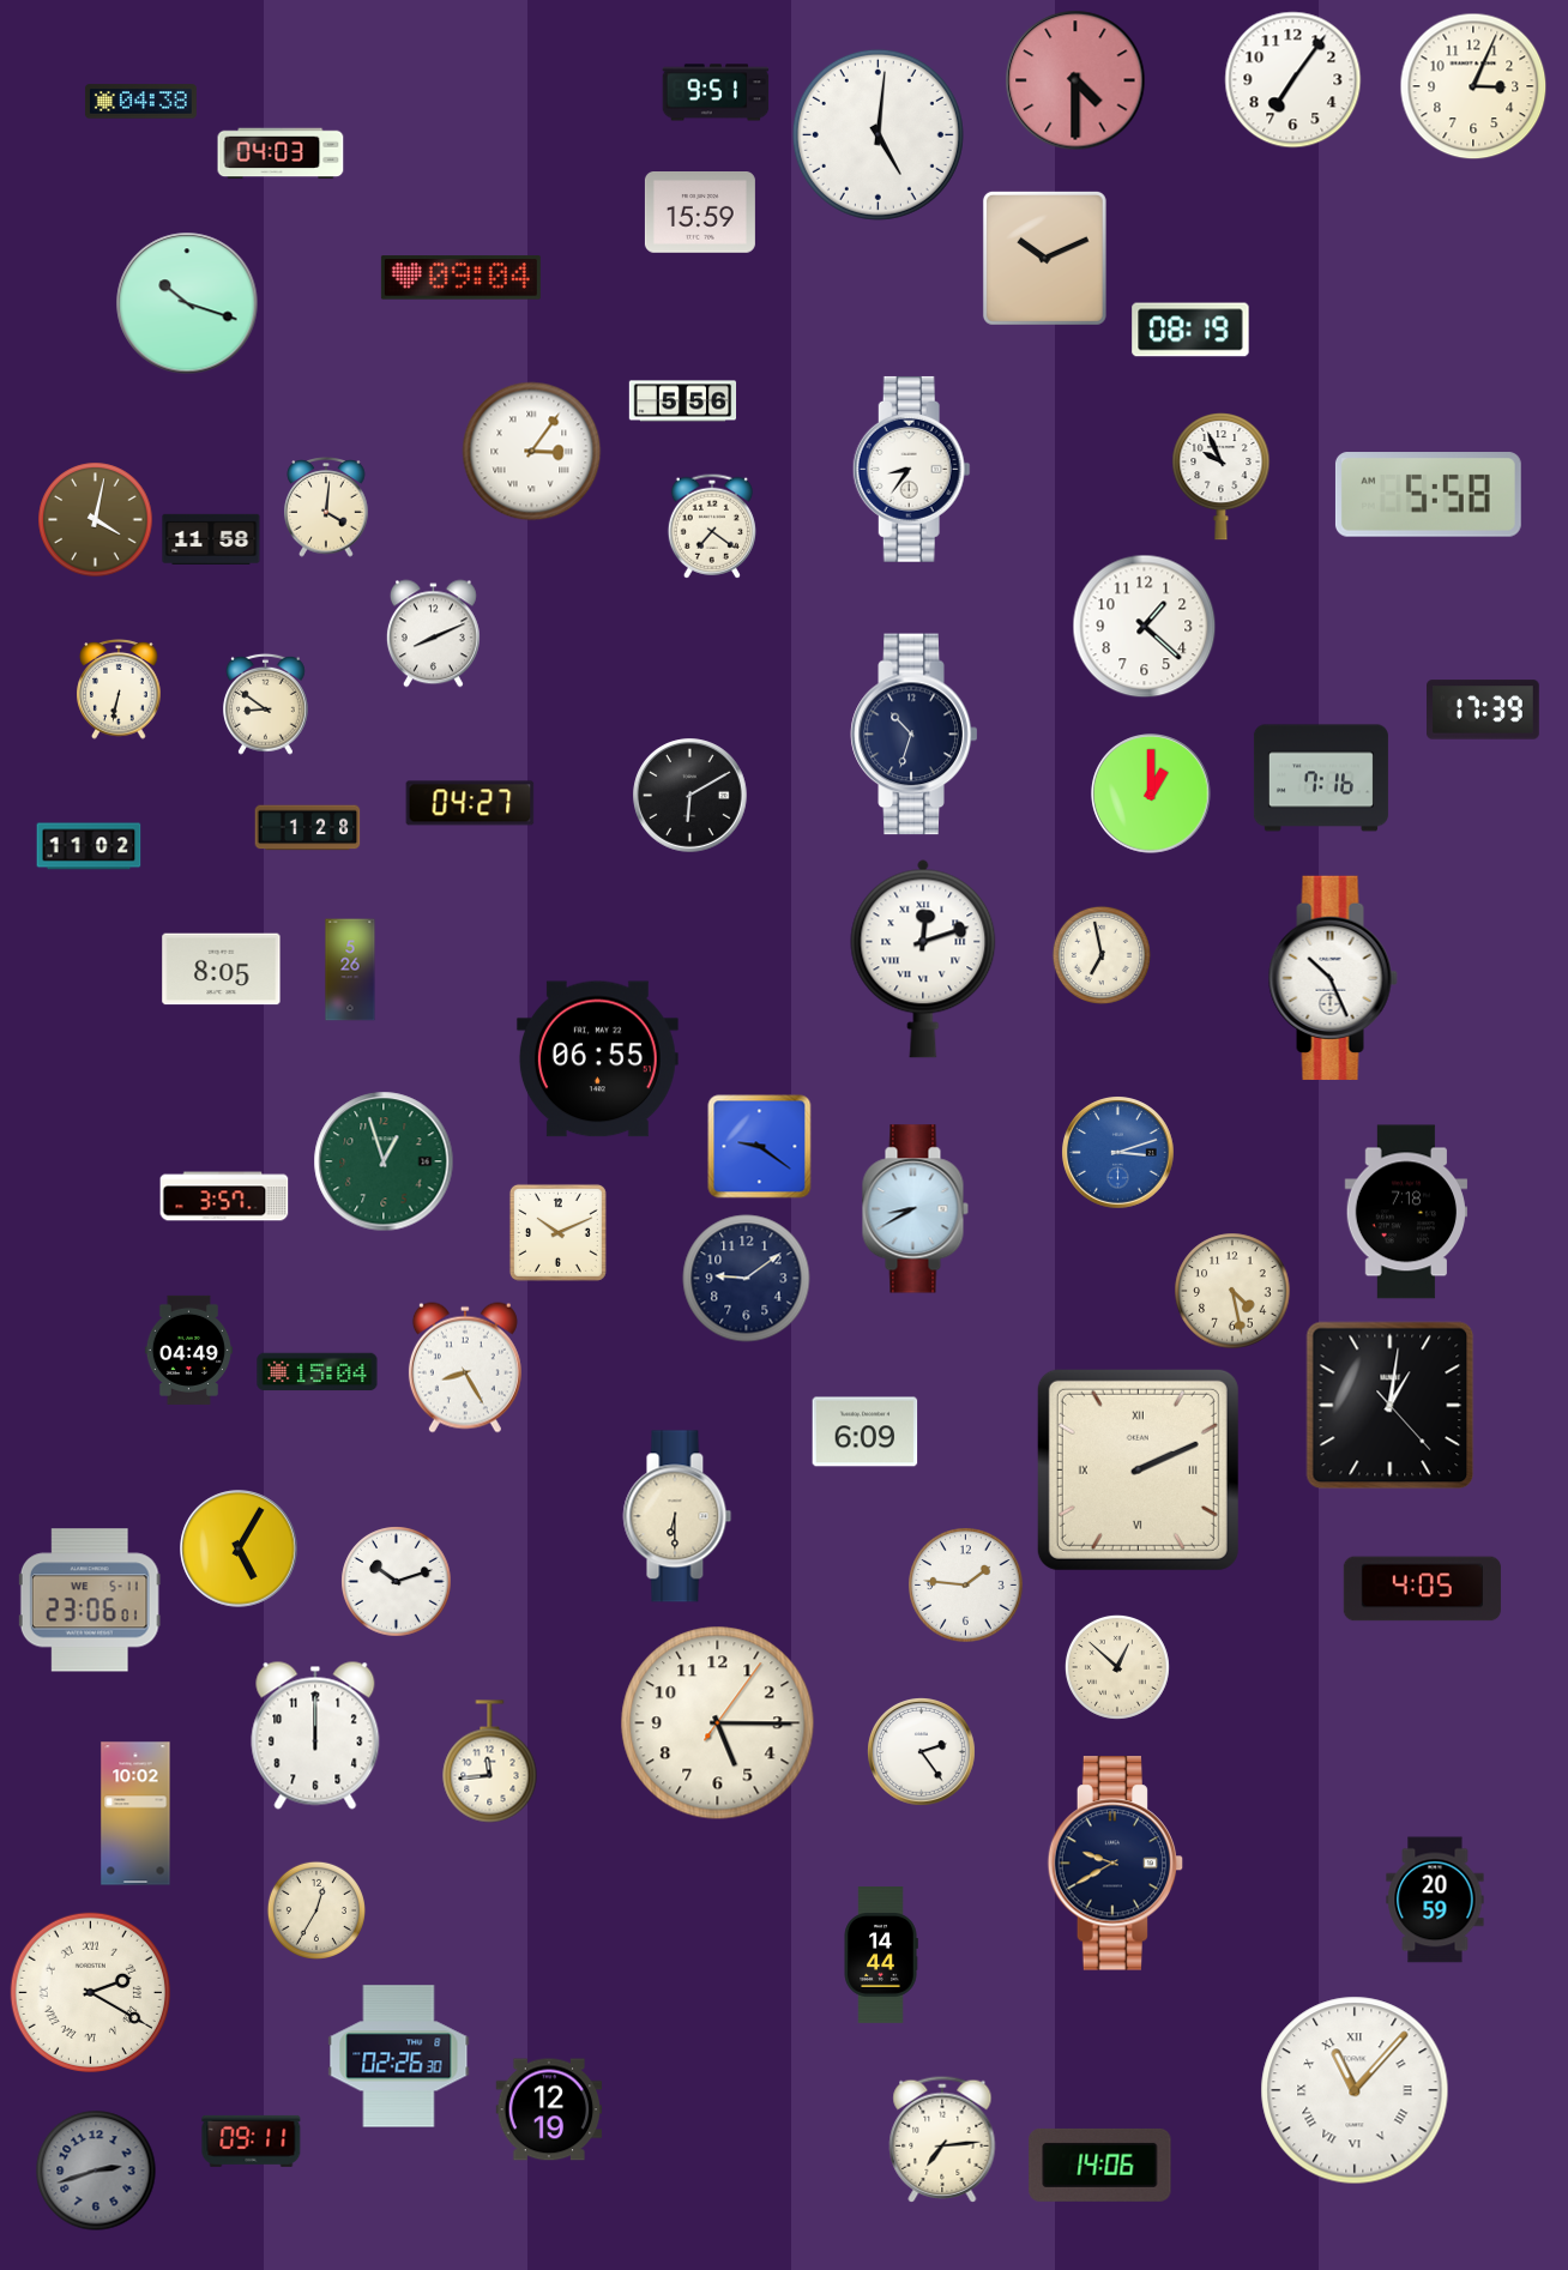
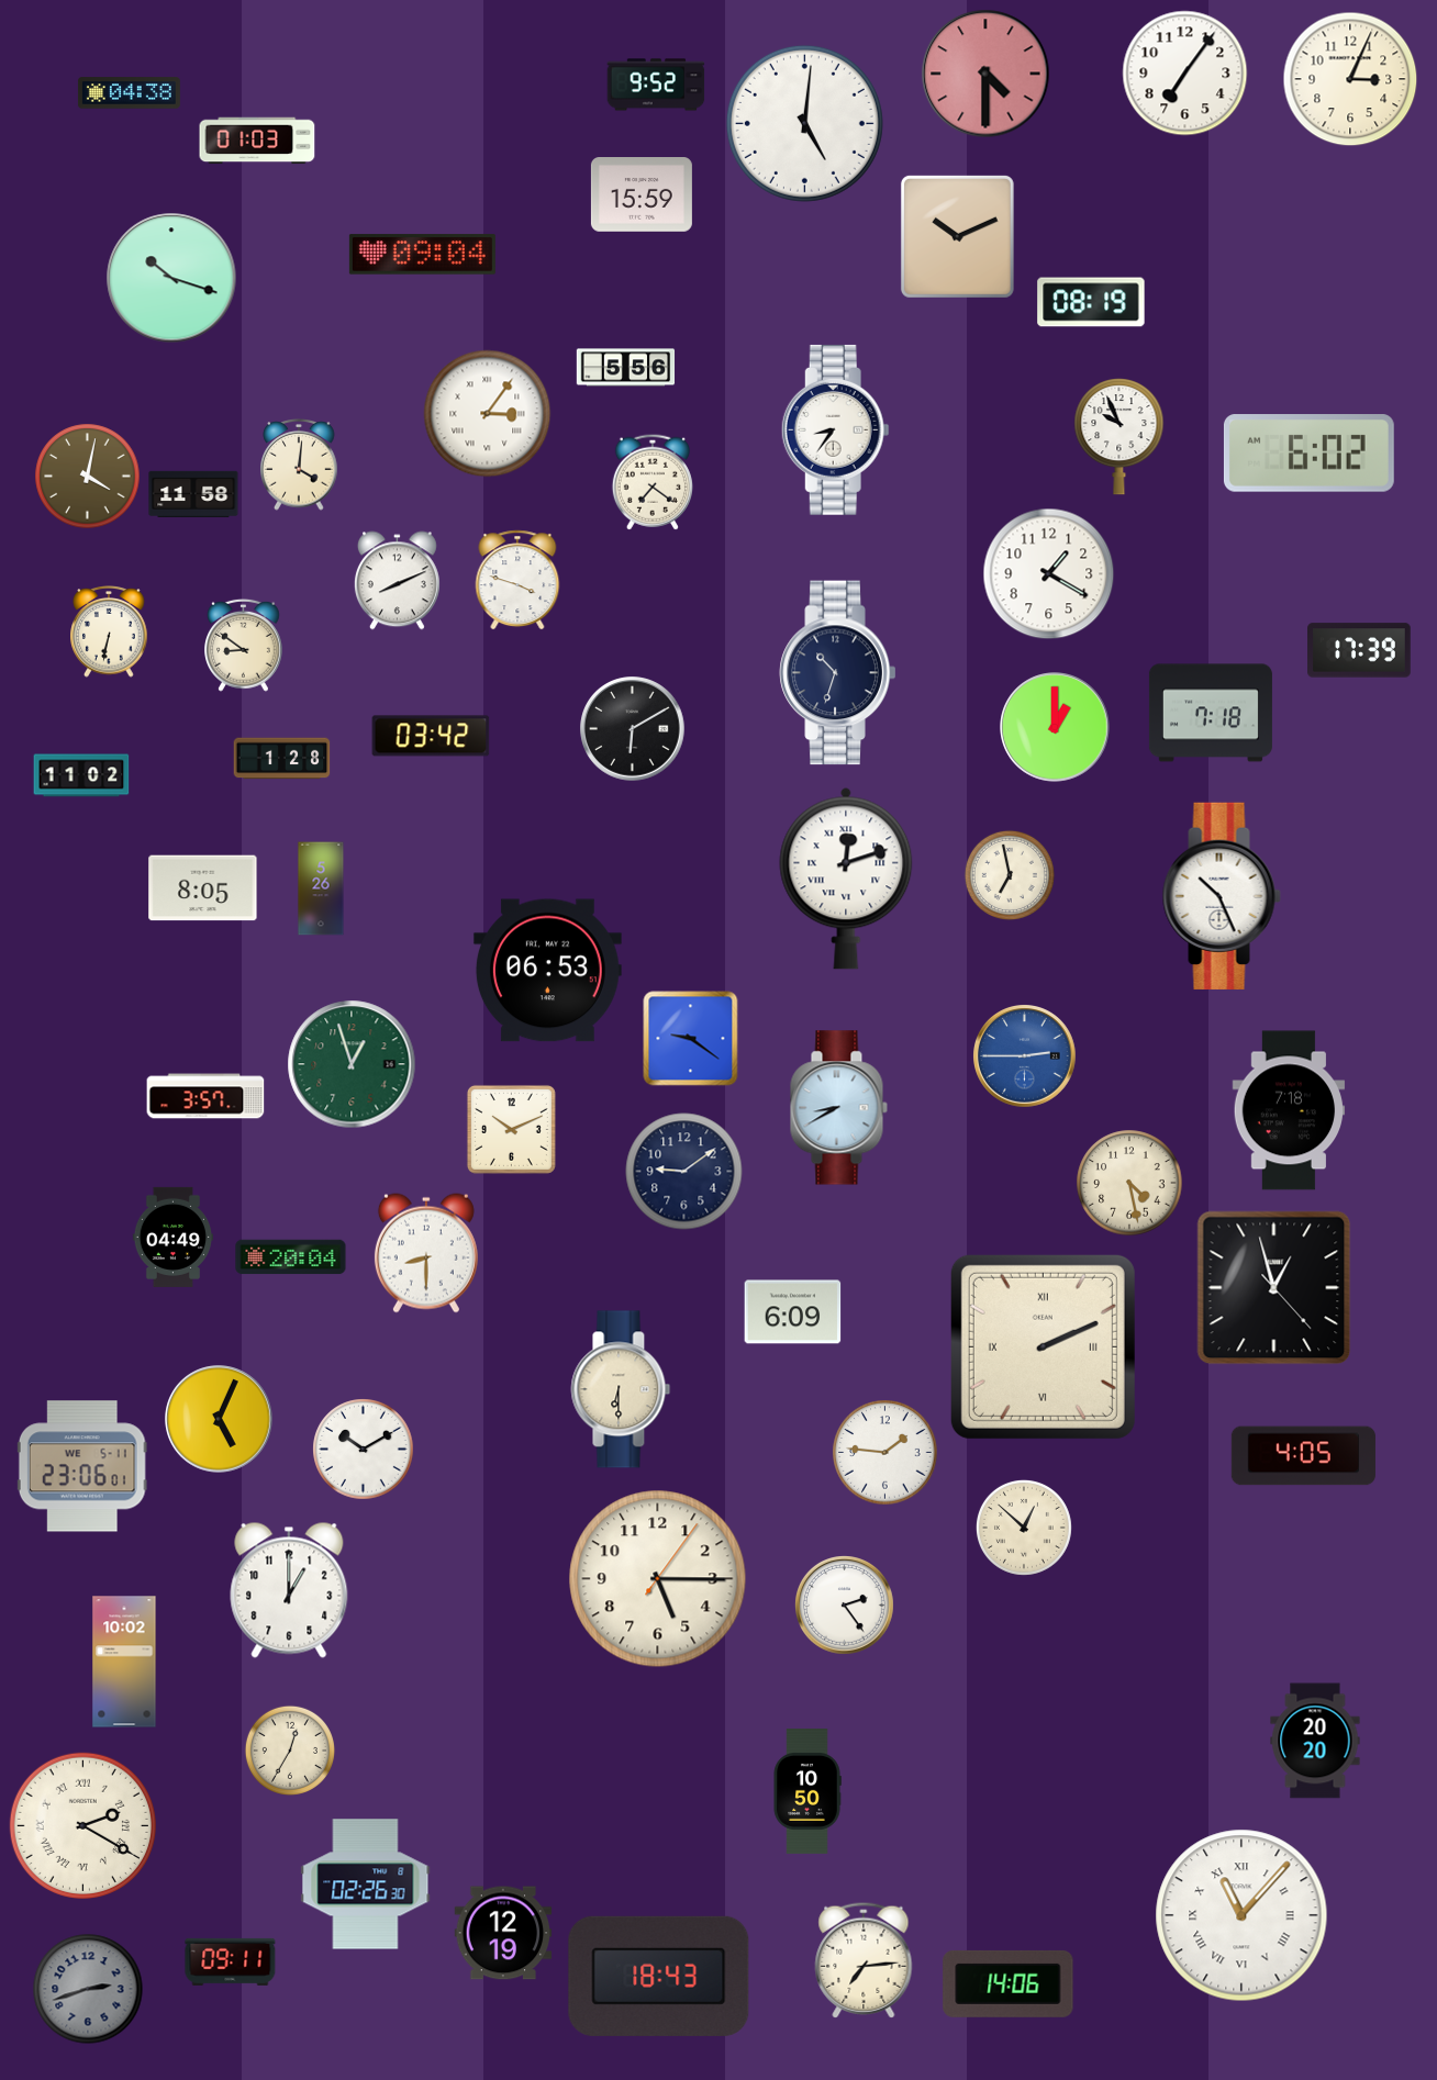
clock at (716, 92): 9:51 -> 9:52
clock at (281, 153): 04:03 -> 01:03
clock at (1428, 495): 5:58 -> 6:02
clock at (1145, 627): 1:22 -> 1:20
clock at (517, 580): none -> 3:48
clock at (1321, 778): 7:16 -> 7:18
clock at (470, 803): 04:27 -> 03:42
clock at (597, 1059): 06:55 -> 06:53
clock at (760, 1147) position: (760, 1147) -> (691, 1039)
clock at (1118, 1153): 3:12 -> 2:45
clock at (465, 1368): 8:25 -> 8:30
clock at (318, 1372): 15:04 -> 20:04
clock at (1391, 1406): 1:01 -> 12:57
clock at (239, 1548): 5:05 -> 5:04
clock at (397, 1582): 10:12 -> 10:10
clock at (315, 1735): 12:00 -> 1:00
clock at (490, 1762): 11:44 -> none
clock at (1116, 1864): 9:40 -> none
clock at (1435, 1900): 20:59 -> 20:20
clock at (881, 1956): 14:44 -> 10:50
clock at (659, 1976): none -> 18:43
